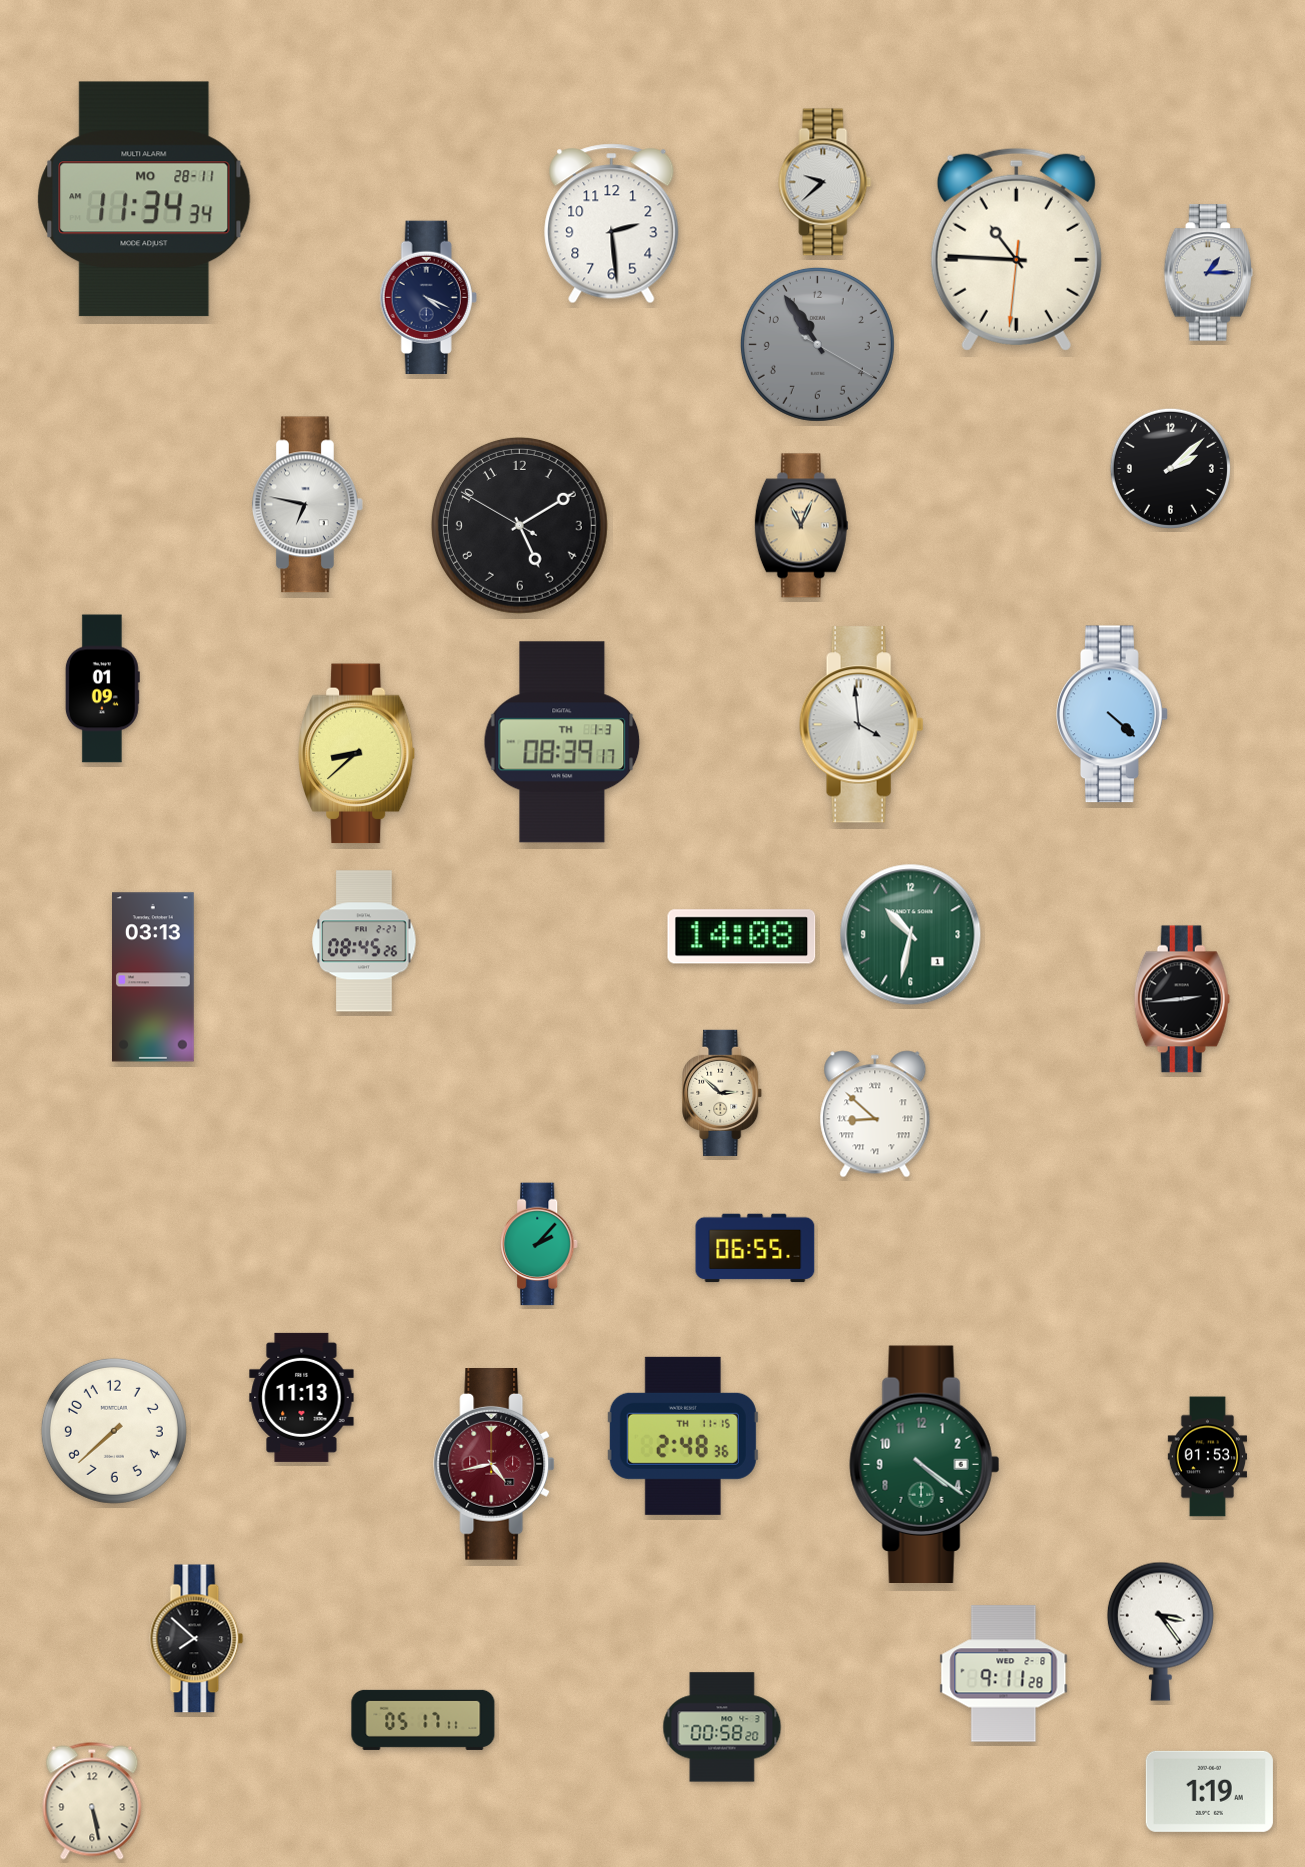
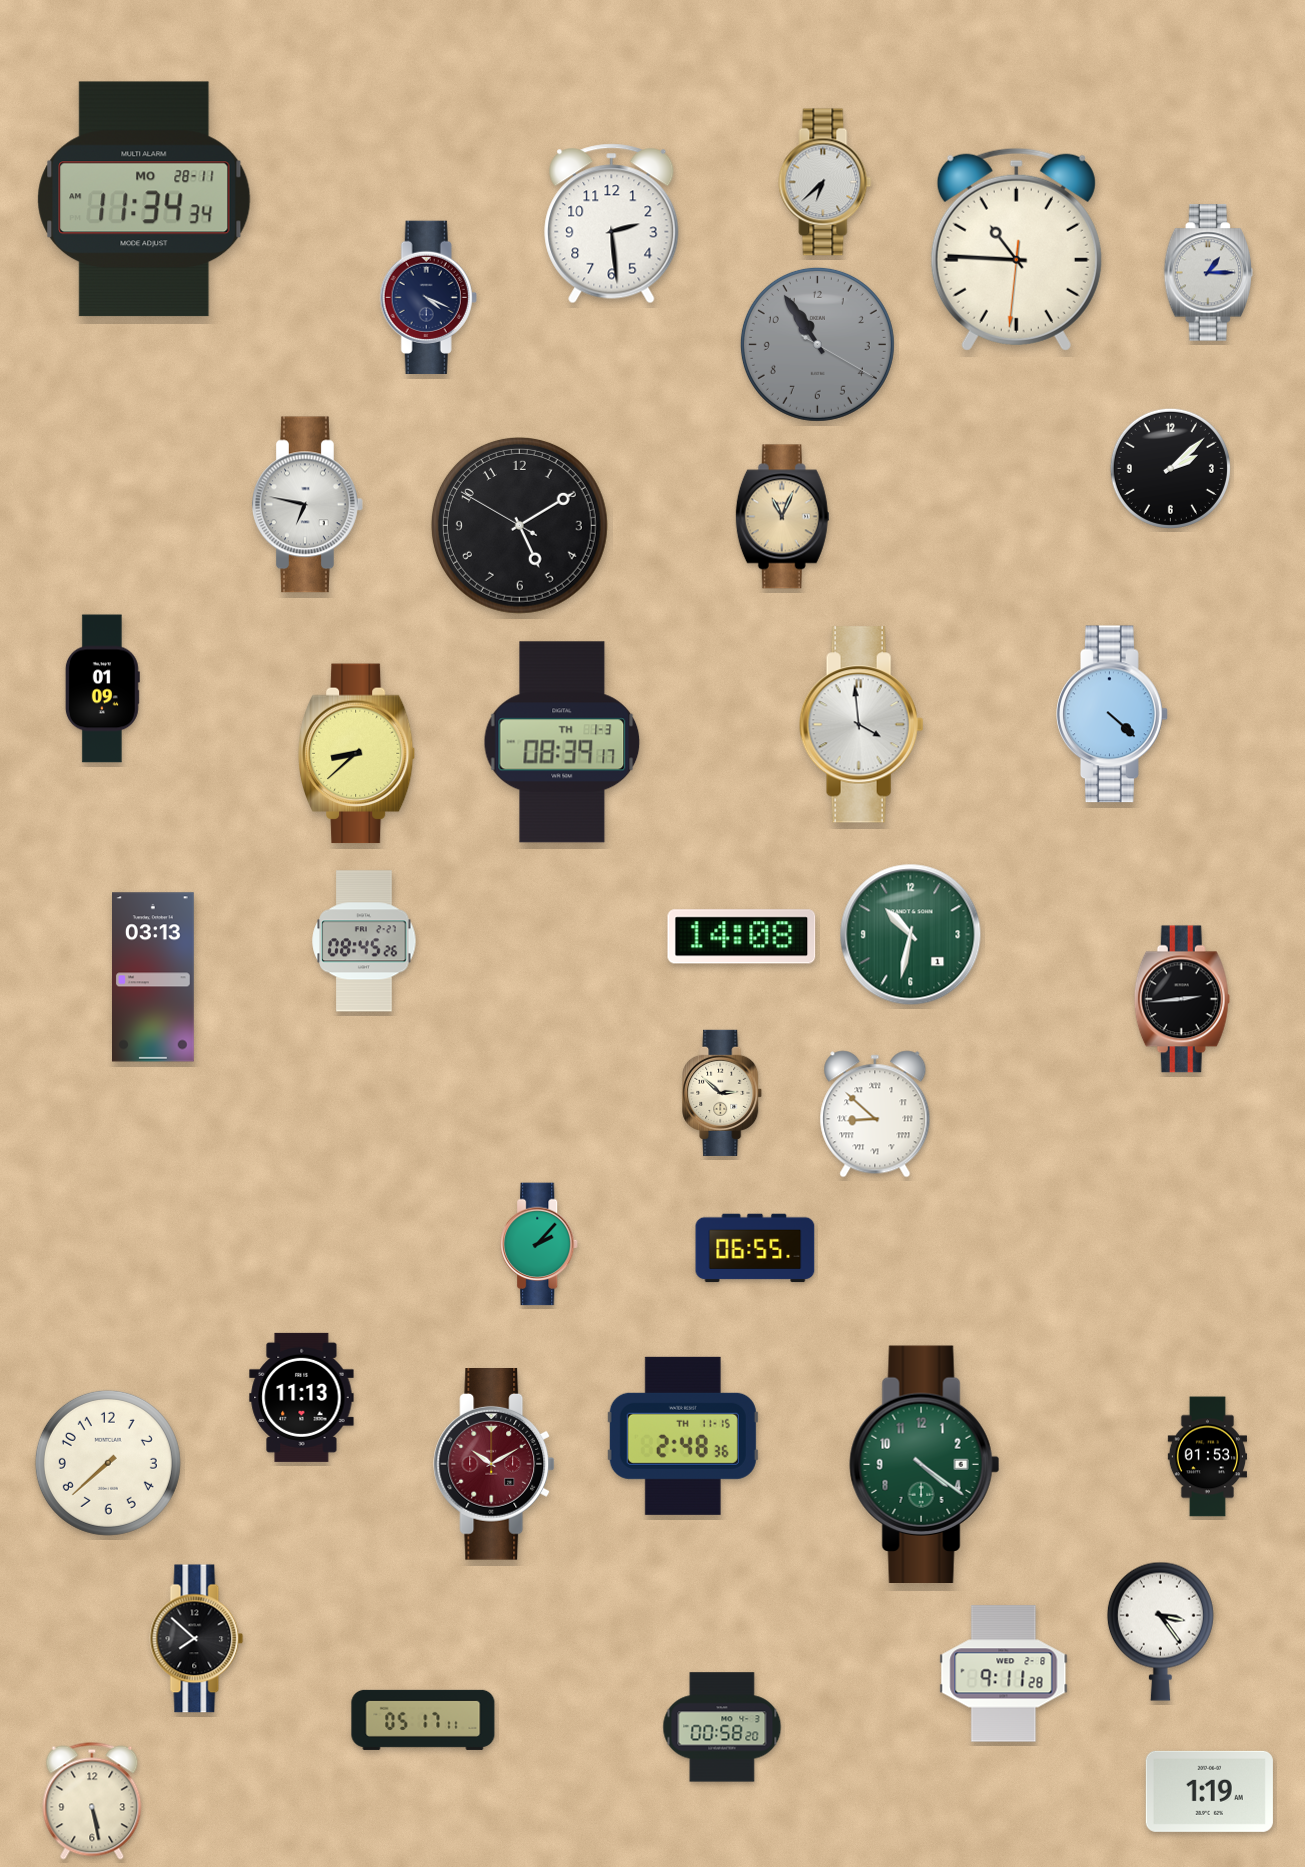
clock at (825, 182): 9:38 -> 6:38
clock at (801, 526) position: (801, 526) -> (782, 517)
clock at (114, 1431) position: (114, 1431) -> (108, 1463)
clock at (494, 1465): 4:43 -> 10:10
